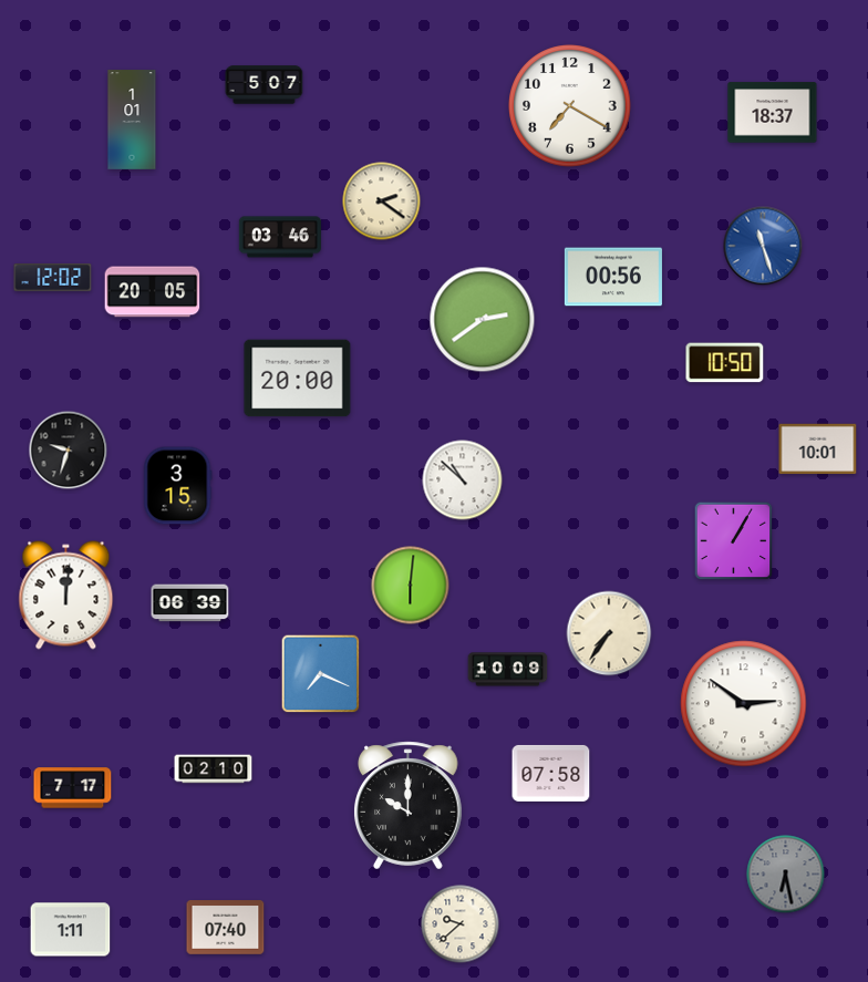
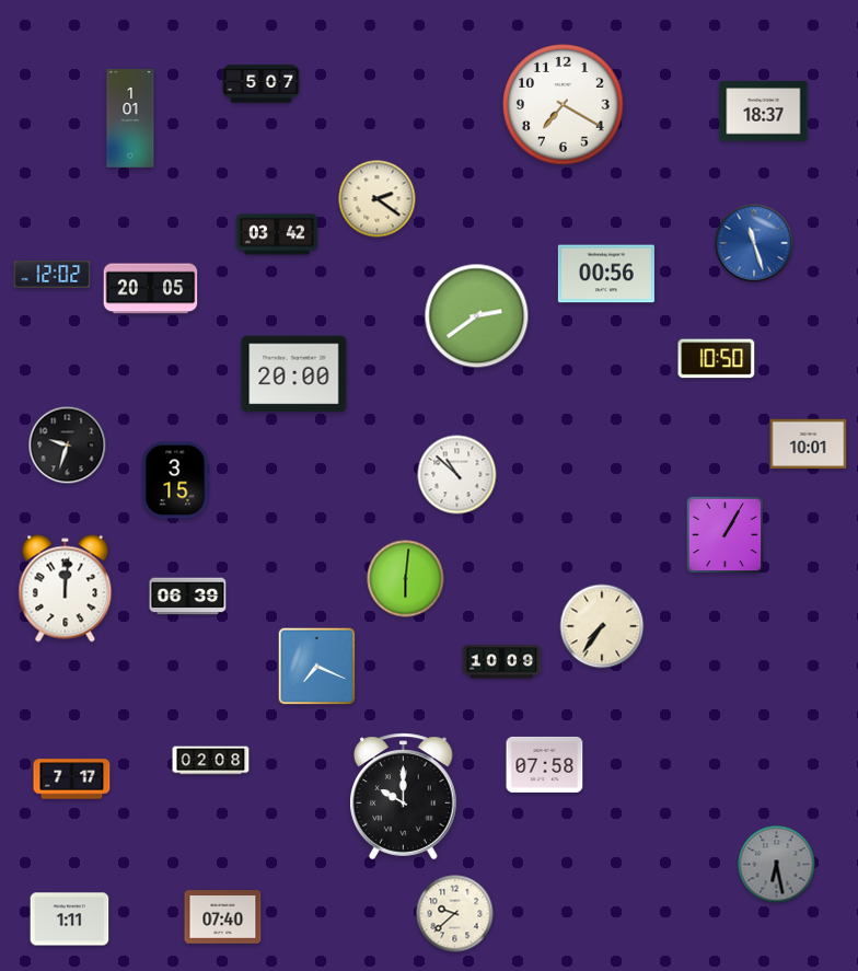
clock at (280, 237): 03:46 -> 03:42
clock at (744, 704): 2:51 -> none
clock at (214, 769): 02:10 -> 02:08
